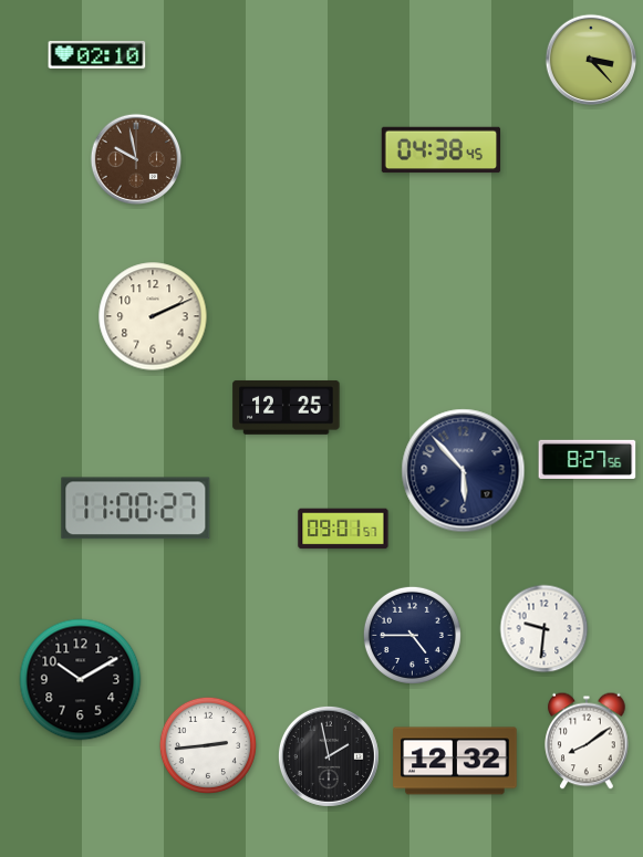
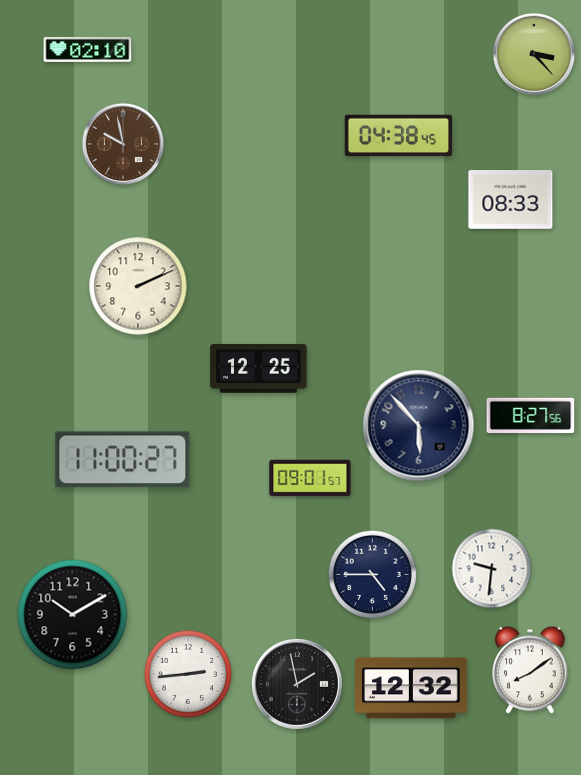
clock at (511, 200): none -> 08:33
